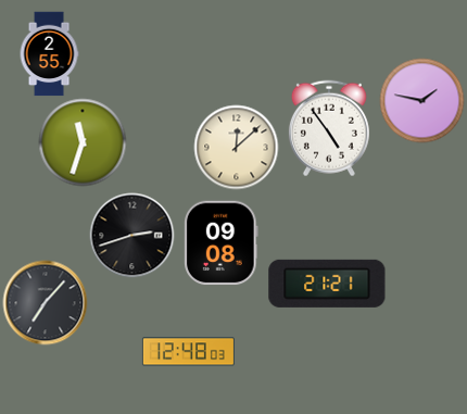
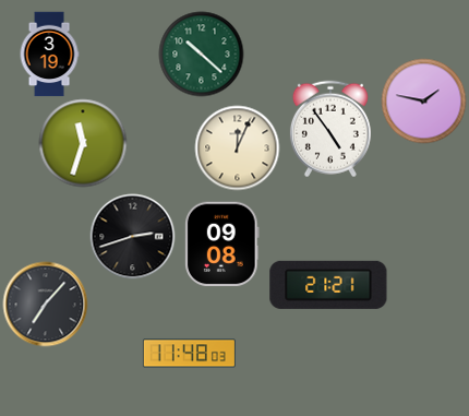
clock at (49, 53): 2:55 -> 3:19
clock at (201, 54): none -> 10:22
clock at (236, 147): 12:08 -> 12:04
clock at (188, 352): 12:48 -> 11:48
